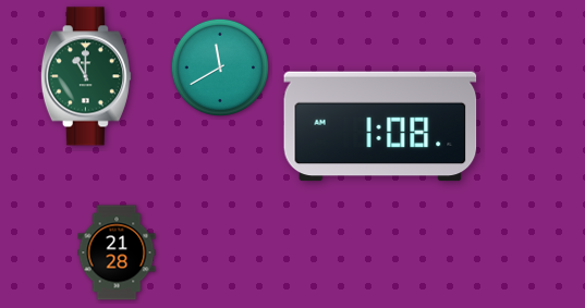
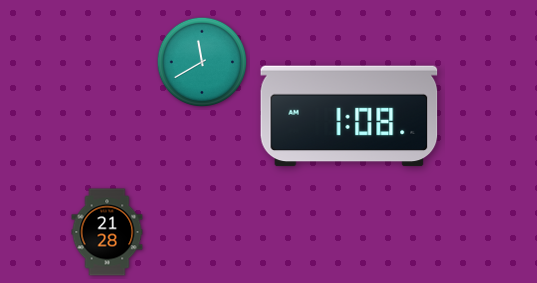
clock at (86, 76): 11:00 -> none
